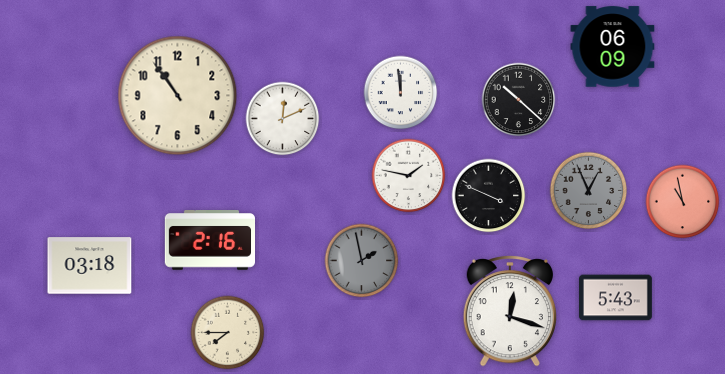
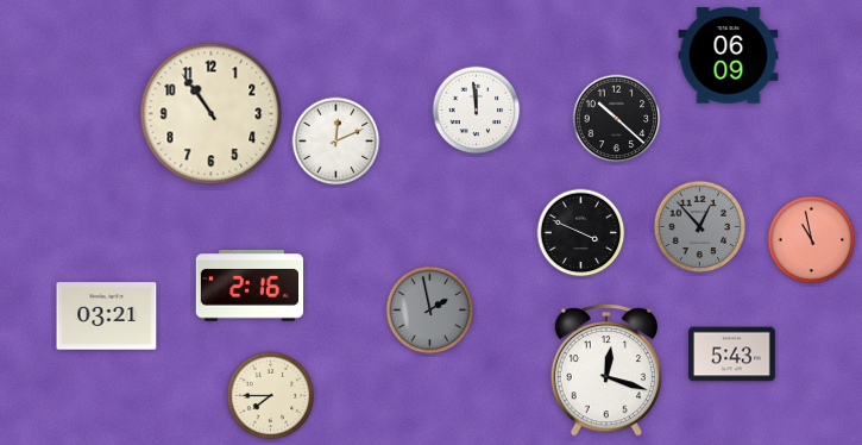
clock at (409, 176): 1:47 -> none
clock at (589, 191): 12:56 -> 12:53
clock at (90, 266): 03:18 -> 03:21
